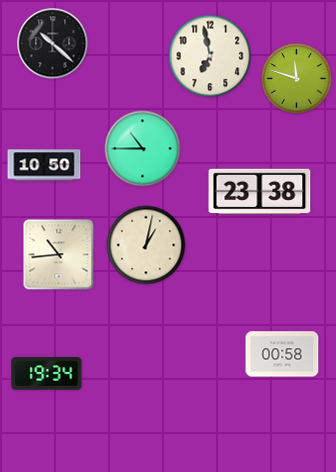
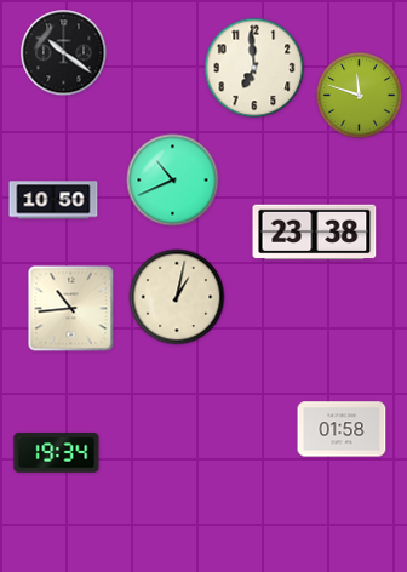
clock at (53, 44): 10:22 -> 10:21
clock at (210, 56): 6:58 -> 6:59
clock at (143, 149): 10:45 -> 10:41
clock at (282, 354): 00:58 -> 01:58
